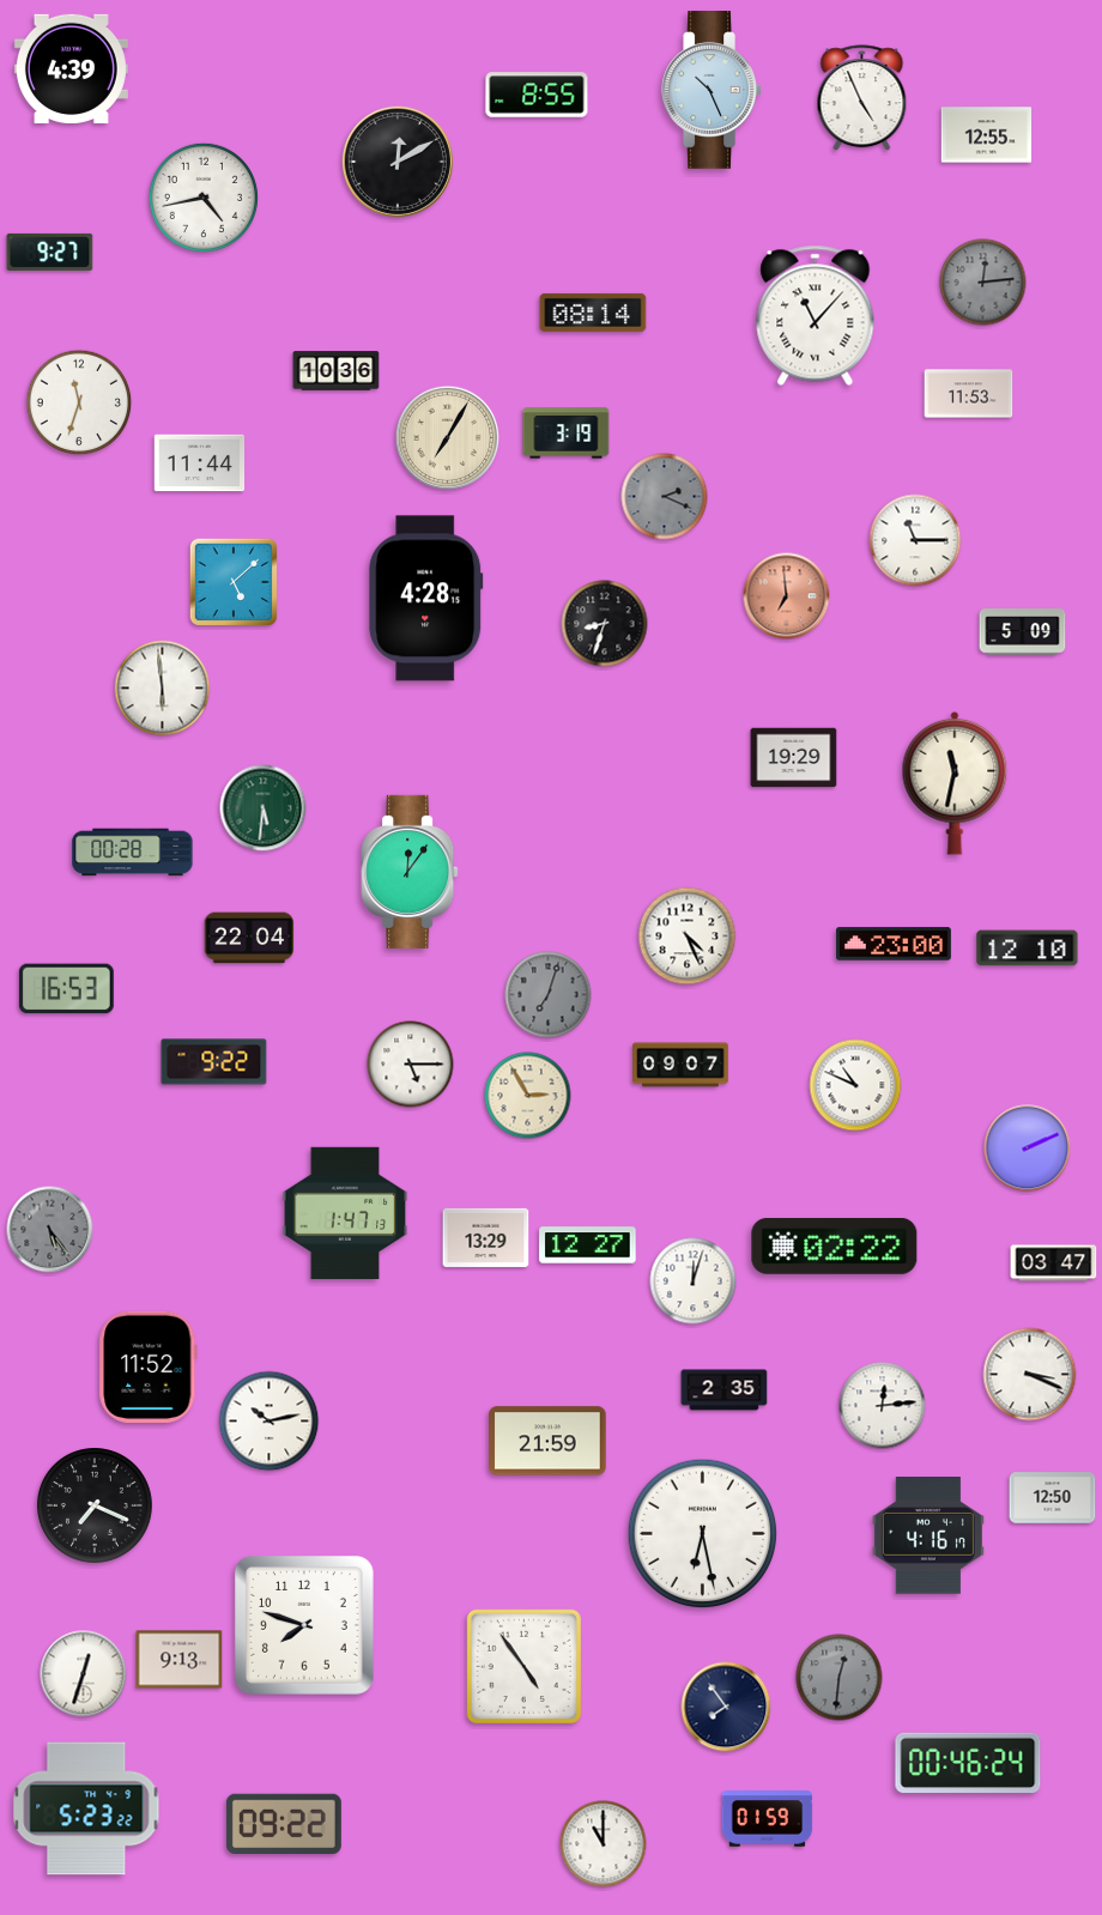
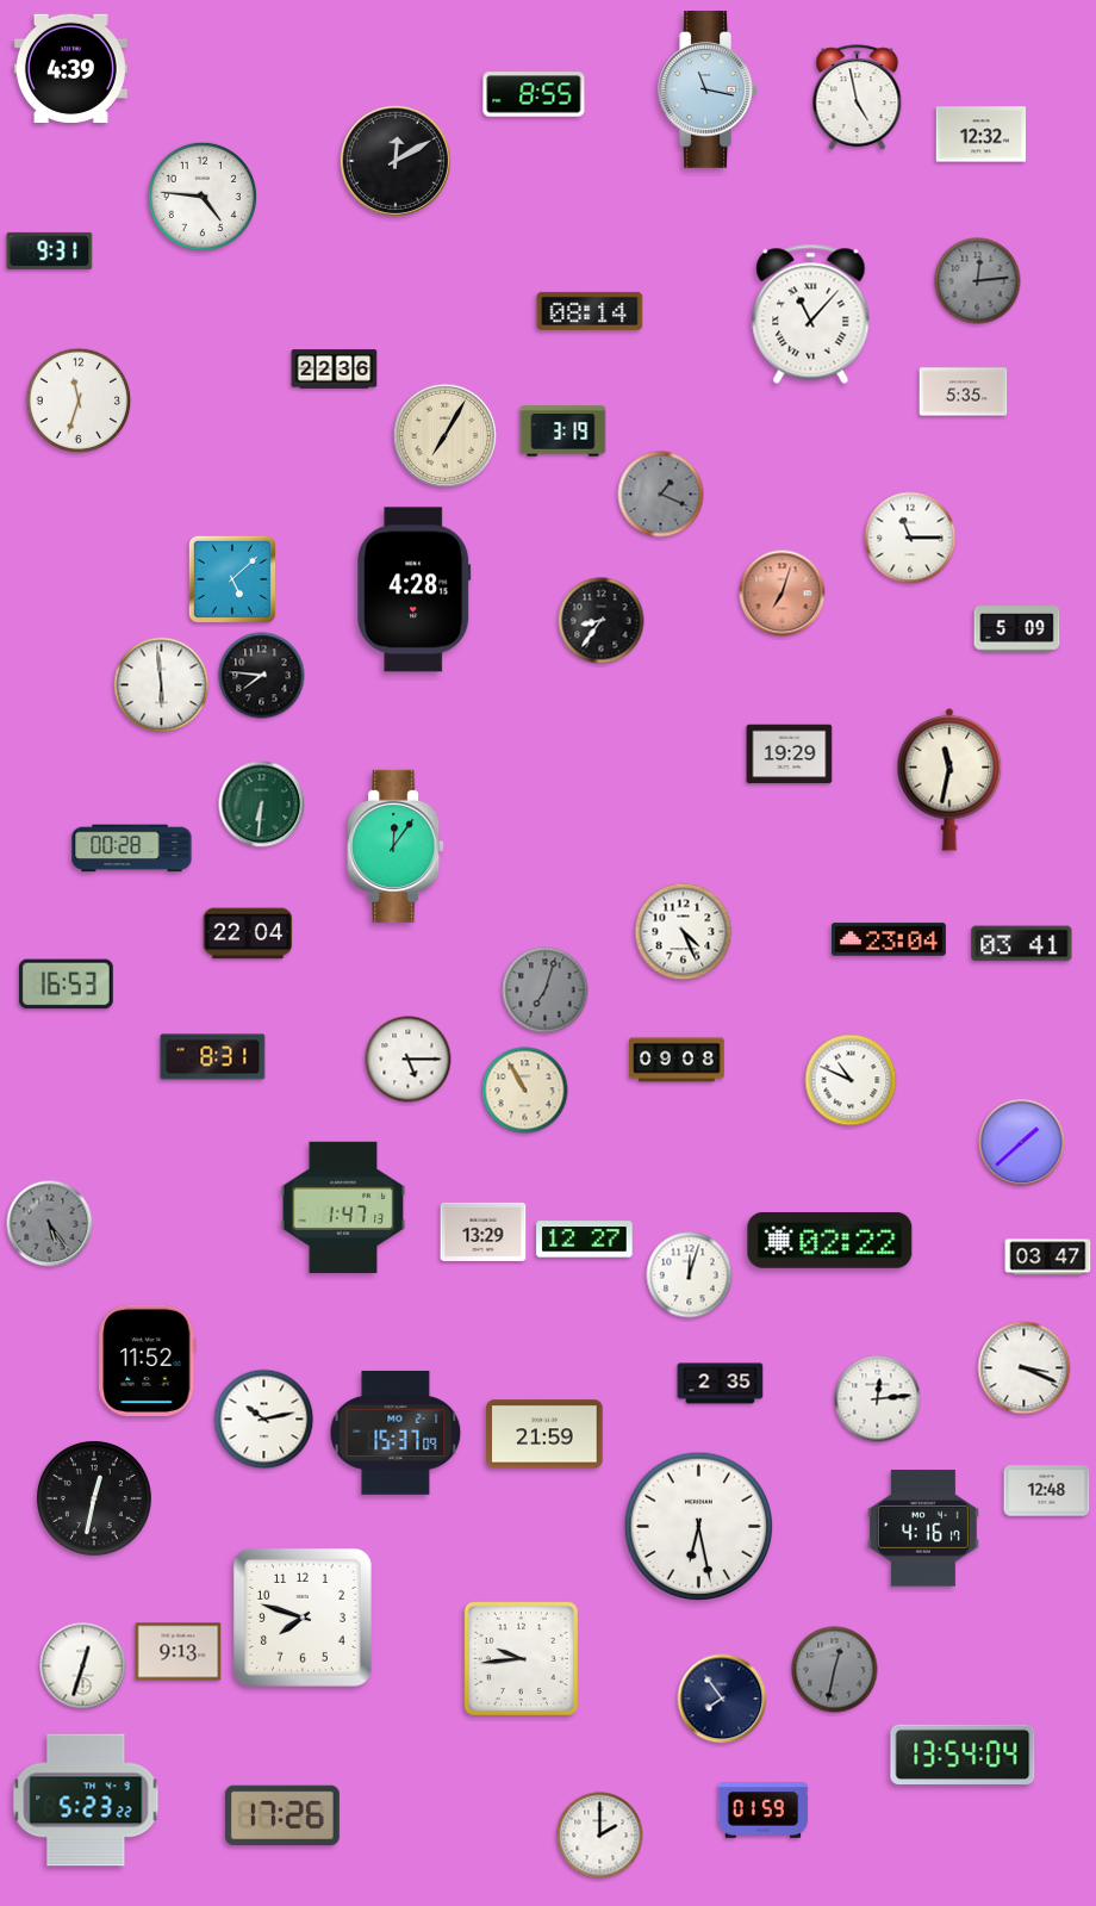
clock at (712, 90): 10:26 -> 11:17
clock at (862, 98): 4:56 -> 4:58
clock at (987, 135): 12:55 -> 12:32
clock at (204, 198): 4:43 -> 4:46
clock at (50, 252): 9:27 -> 9:31
clock at (337, 371): 10:36 -> 22:36
clock at (969, 394): 11:53 -> 5:35
clock at (200, 463): 11:44 -> none
clock at (665, 497): 2:19 -> 1:19
clock at (787, 596): 6:59 -> 7:03
clock at (426, 599) position: (426, 599) -> (415, 590)
clock at (605, 624): 8:33 -> 8:36
clock at (262, 676): none -> 7:46
clock at (264, 808): 5:31 -> 6:31
clock at (410, 872) position: (410, 872) -> (396, 846)
clock at (895, 944): 23:00 -> 23:04
clock at (1028, 949): 12:10 -> 03:41
clock at (214, 1062): 9:22 -> 8:31
clock at (680, 1065): 09:07 -> 09:08
clock at (528, 1096): 2:55 -> 10:55
clock at (1028, 1149): 2:11 -> 1:38
clock at (270, 1422) position: (270, 1422) -> (264, 1420)
clock at (396, 1433): none -> 15:37
clock at (1053, 1498): 12:50 -> 12:48
clock at (96, 1507): 7:19 -> 12:32
clock at (523, 1666): 4:54 -> 9:44
clock at (840, 1678): 12:31 -> 12:32
clock at (968, 1763): 00:46 -> 13:54
clock at (284, 1823): 09:22 -> 17:26
clock at (604, 1844): 11:00 -> 2:00
